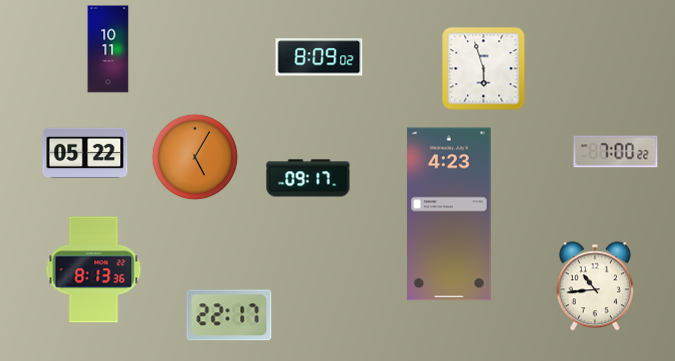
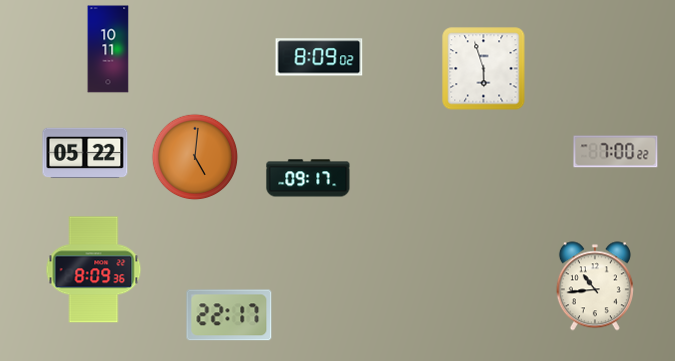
clock at (195, 157): 5:05 -> 5:01
clock at (449, 214): 4:23 -> none
clock at (94, 270): 8:13 -> 8:09
